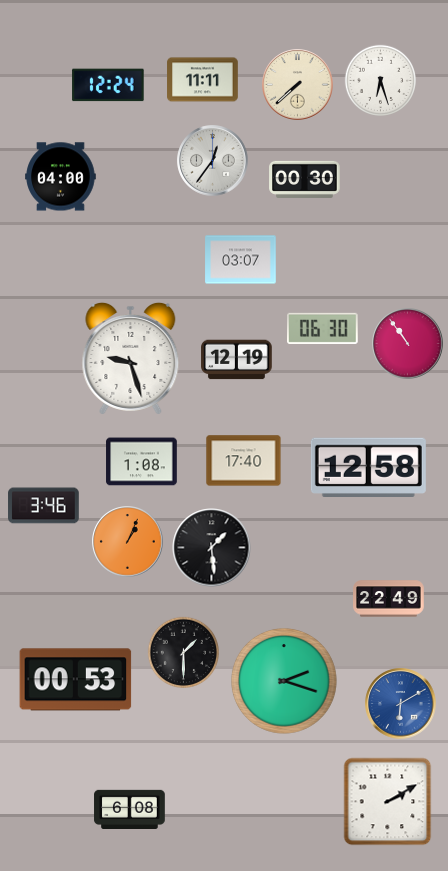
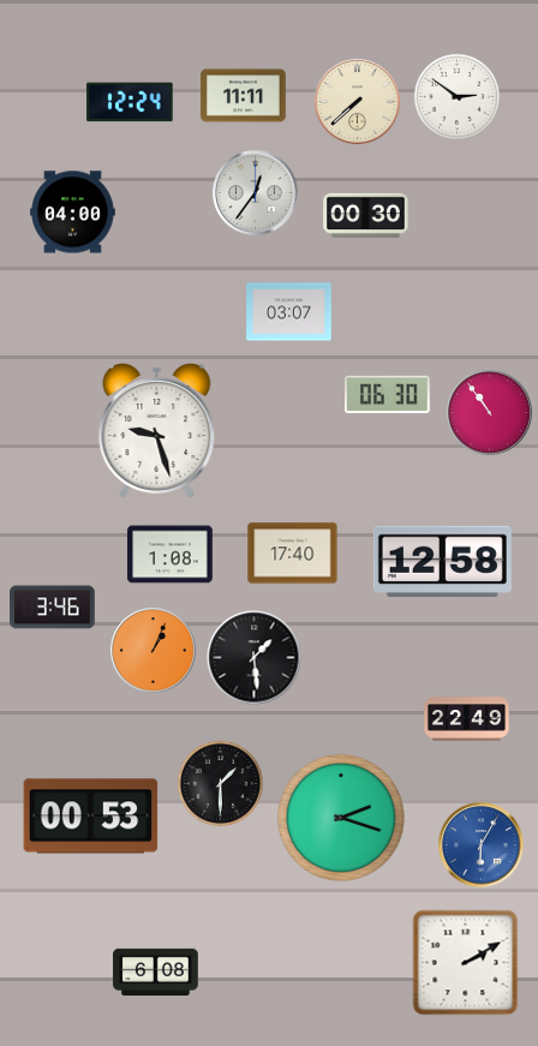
clock at (380, 80): 6:27 -> 2:51
clock at (237, 360): 12:19 -> none
clock at (401, 704): 6:10 -> 6:05
